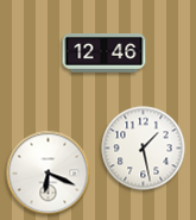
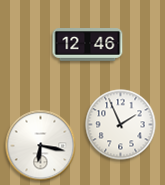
clock at (144, 149): 1:28 -> 1:56
clock at (49, 174): 6:19 -> 6:17
